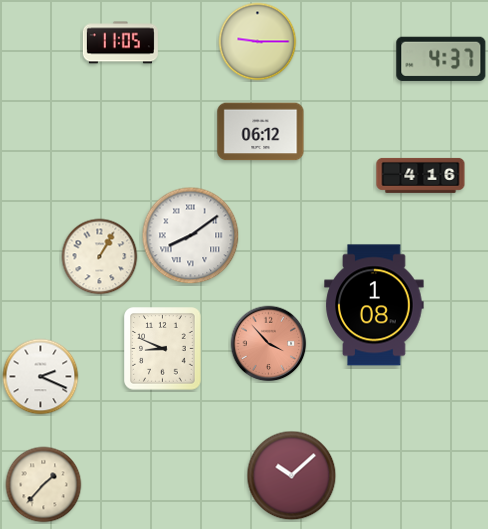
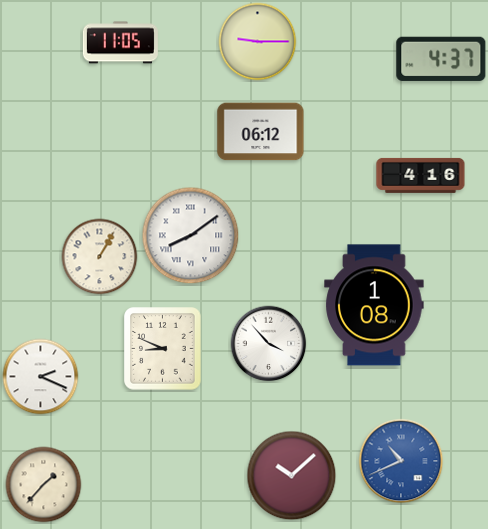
clock at (269, 344) dial: salmon -> white
clock at (401, 461): none -> 10:41
